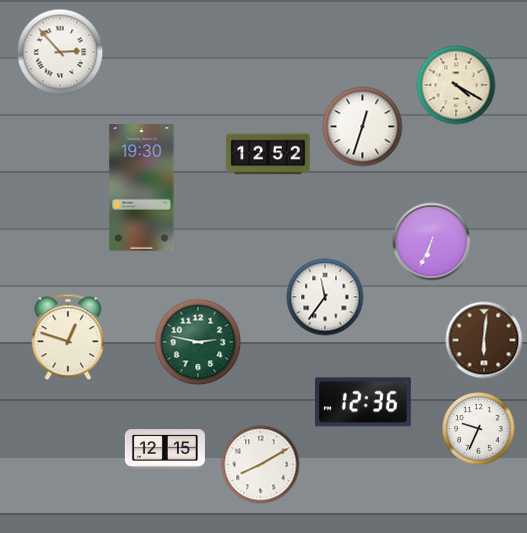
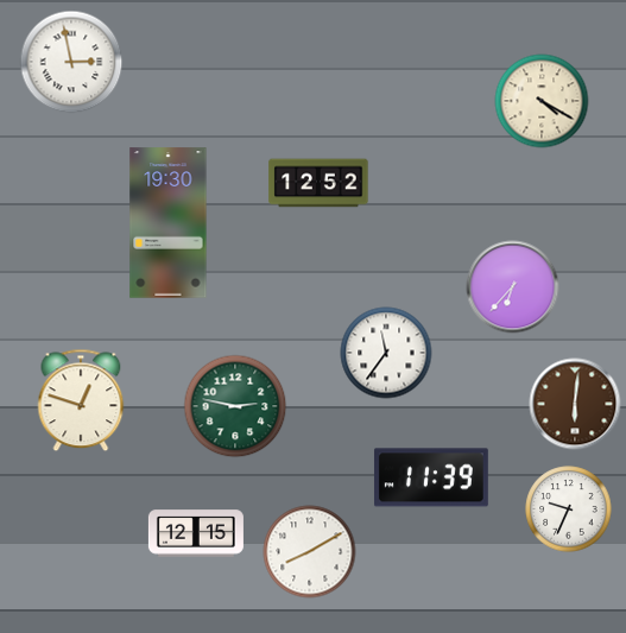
clock at (60, 52): 2:53 -> 2:58
clock at (363, 127): 12:33 -> none
clock at (432, 242): 6:34 -> 6:37
clock at (363, 402): 12:36 -> 11:39
